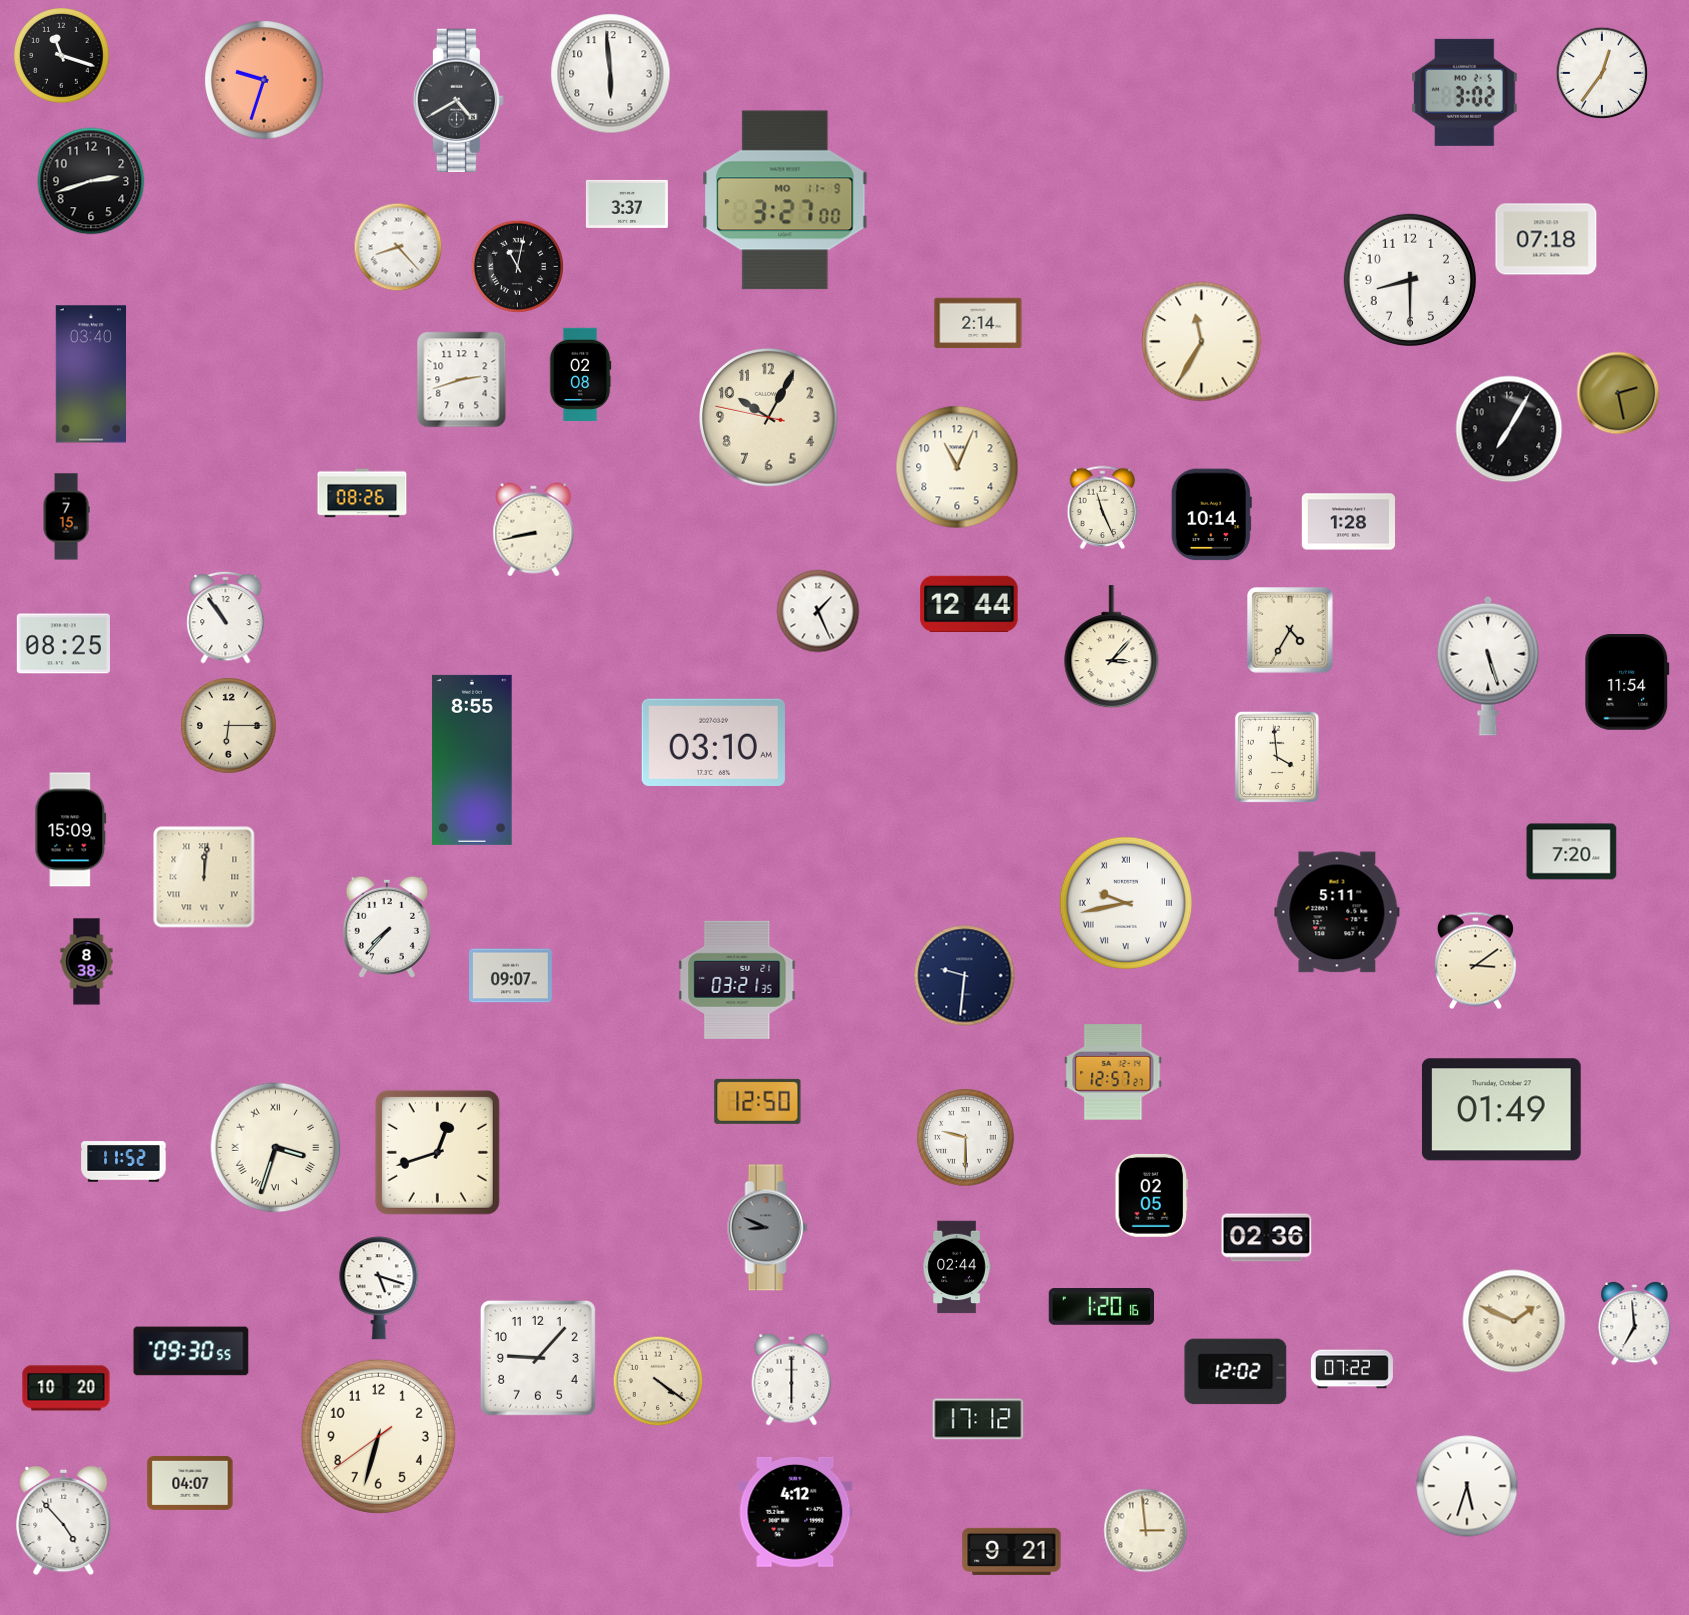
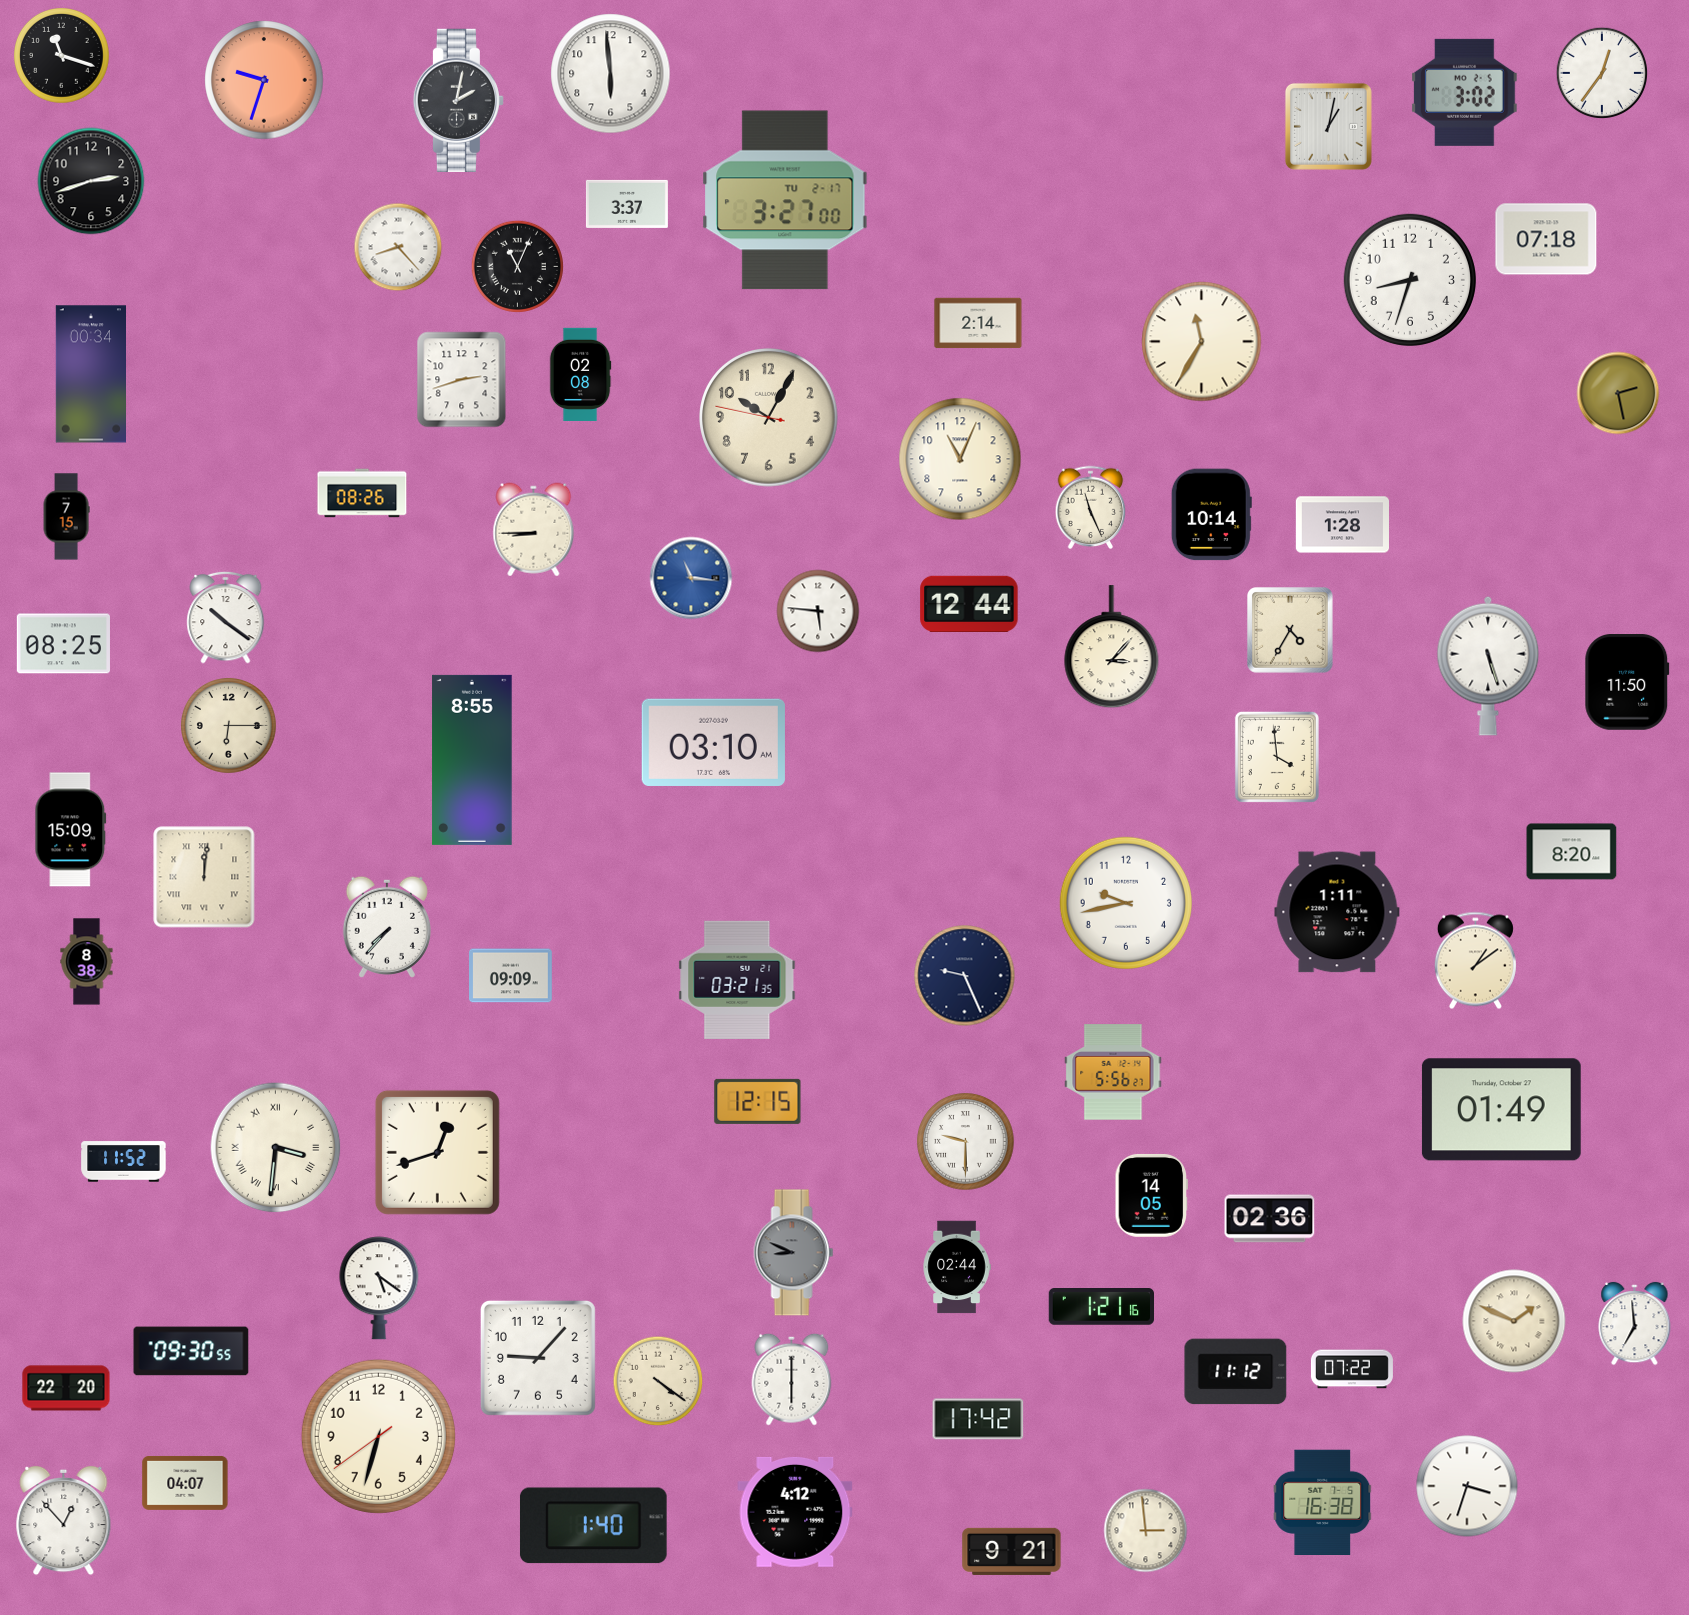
clock at (458, 100): 4:40 -> 2:02
clock at (1328, 126): none -> 1:02
clock at (785, 200) date: MO 11-9 -> TU 2-17
clock at (517, 266): 11:02 -> 11:04
clock at (1410, 280): 8:30 -> 8:33
clock at (90, 374): 03:40 -> 00:34
clock at (1509, 429): 7:05 -> none
clock at (957, 467) position: (957, 467) -> (960, 459)
clock at (1103, 508) position: (1103, 508) -> (1091, 508)
clock at (1348, 522) position: (1348, 522) -> (1342, 525)
clock at (534, 530): 8:43 -> 8:45
clock at (691, 578): none -> 11:16
clock at (818, 611): 1:26 -> 5:46
clock at (226, 617): 10:54 -> 10:21
clock at (1627, 683): 11:54 -> 11:50
clock at (1572, 852): 7:20 -> 8:20
clock at (1126, 903) numerals: Roman -> Arabic
clock at (1337, 912): 5:11 -> 1:11
clock at (1475, 961): 3:09 -> 1:09
clock at (511, 976): 09:07 -> 09:09
clock at (965, 976): 9:31 -> 9:26
clock at (1113, 1072): 12:57 -> 5:56
clock at (758, 1101): 12:50 -> 12:15
clock at (966, 1138) position: (966, 1138) -> (966, 1142)
clock at (276, 1148): 3:33 -> 3:31
clock at (1152, 1195): 02:05 -> 14:05
clock at (768, 1228) position: (768, 1228) -> (794, 1253)
clock at (1267, 1238) position: (1267, 1238) -> (1270, 1219)
clock at (379, 1288): 5:18 -> 5:21
clock at (1101, 1307): 1:20 -> 1:21
clock at (1236, 1372): 12:02 -> 11:12
clock at (66, 1388): 10:20 -> 22:20
clock at (978, 1419): 17:12 -> 17:42
clock at (190, 1483) position: (190, 1483) -> (185, 1483)
clock at (1467, 1486): 5:33 -> 3:33
clock at (1323, 1502): none -> 16:38
clock at (64, 1521): 4:53 -> 12:53
clock at (593, 1526): none -> 1:40
